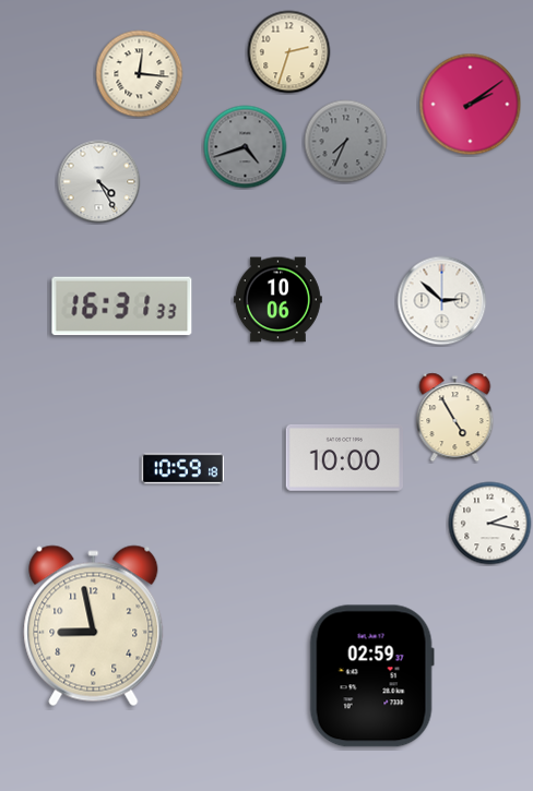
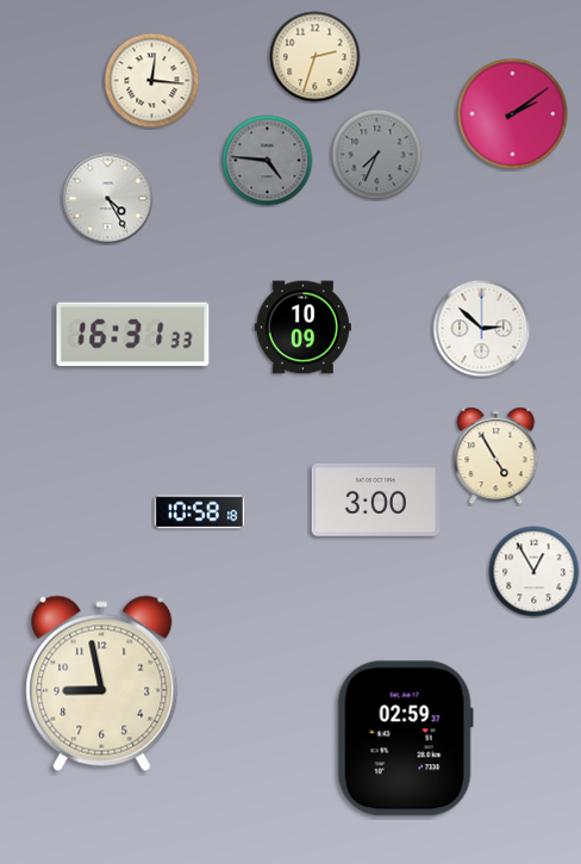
clock at (246, 147): 4:42 -> 4:46
clock at (277, 300): 10:06 -> 10:09
clock at (344, 457): 10:00 -> 3:00
clock at (182, 469): 10:59 -> 10:58
clock at (490, 524): 2:17 -> 12:55
